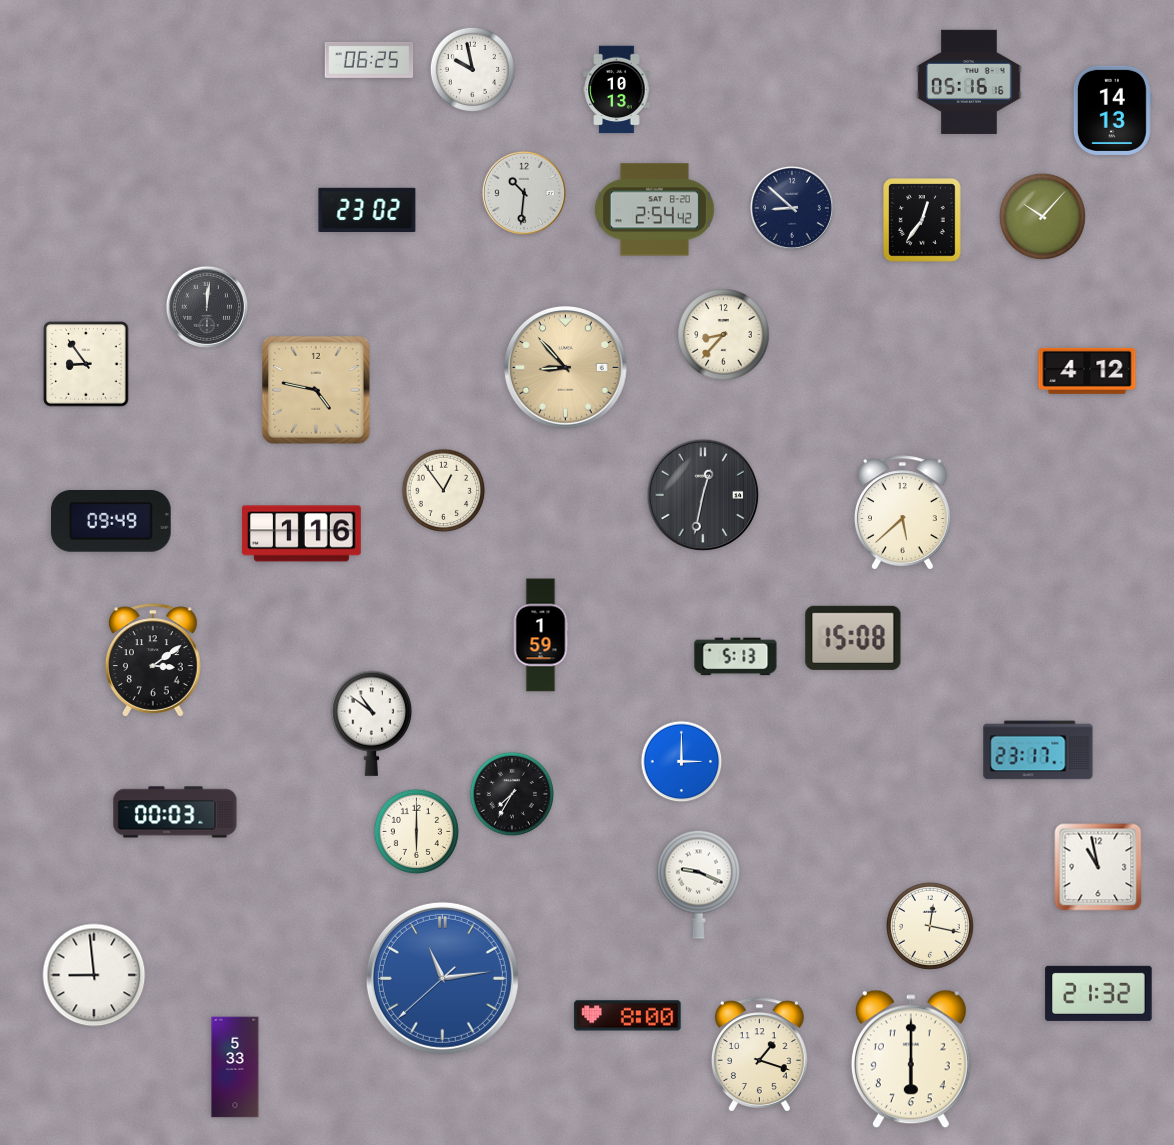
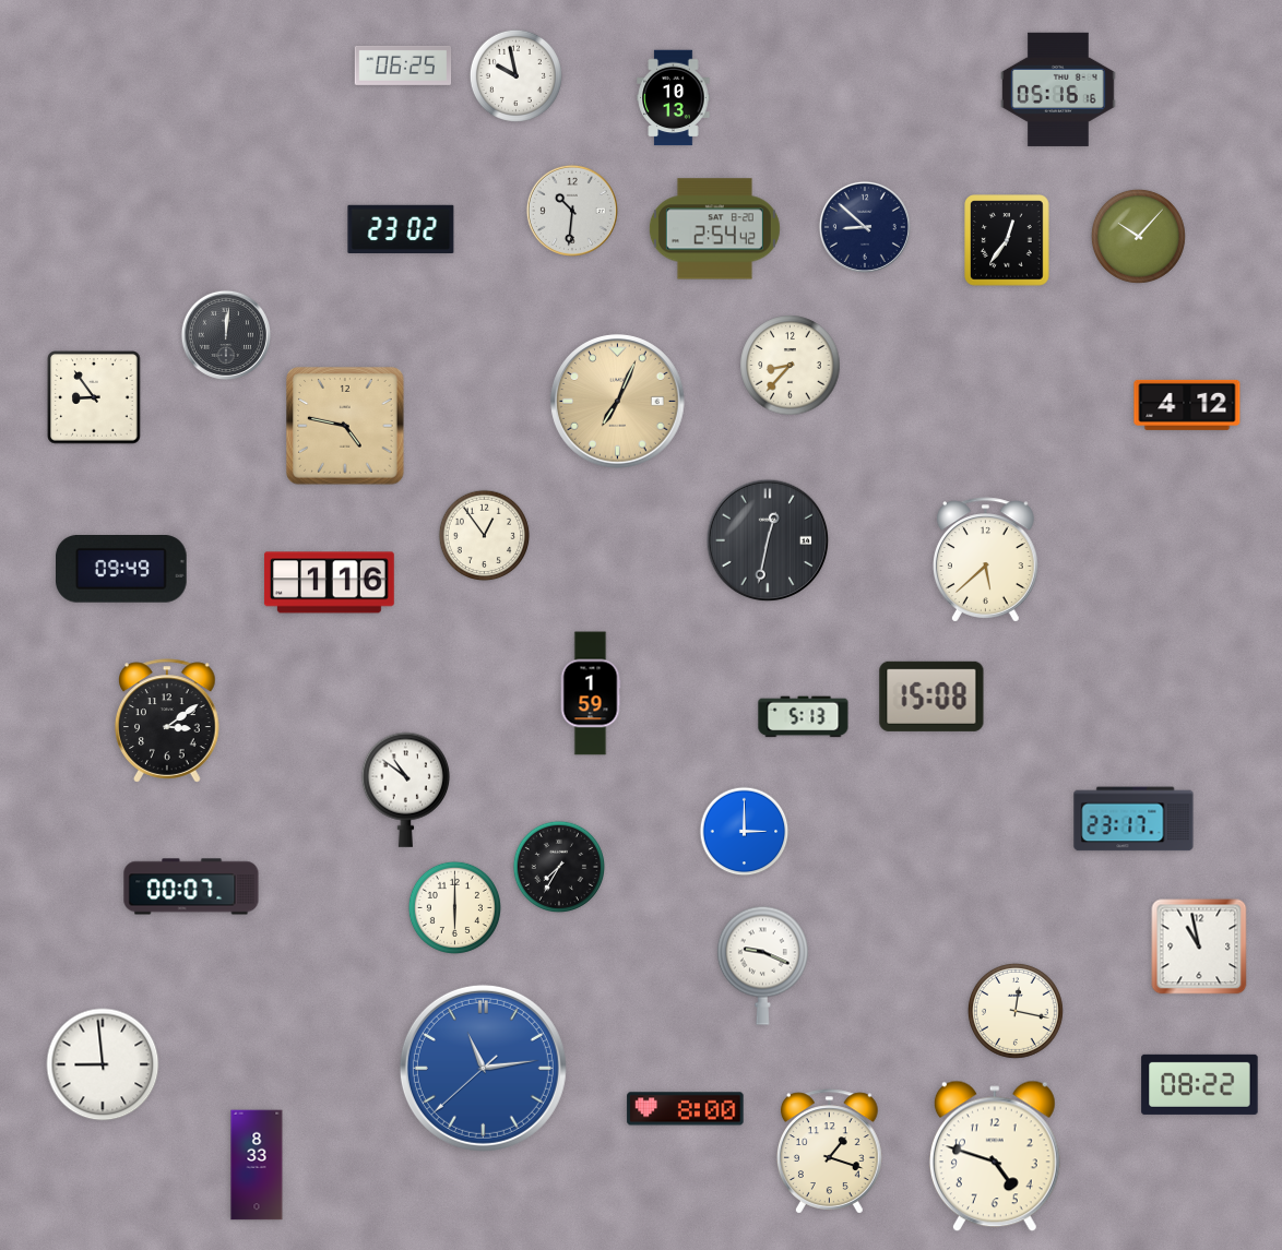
clock at (1112, 110): 14:13 -> none
clock at (566, 368): 8:53 -> 7:04
clock at (175, 812): 00:03 -> 00:07
clock at (1099, 993): 21:32 -> 08:22
clock at (911, 1059): 6:00 -> 4:48
clock at (235, 1067): 5:33 -> 8:33
